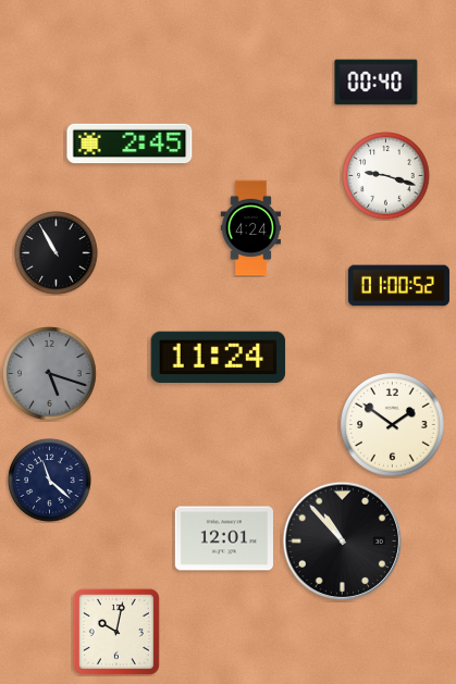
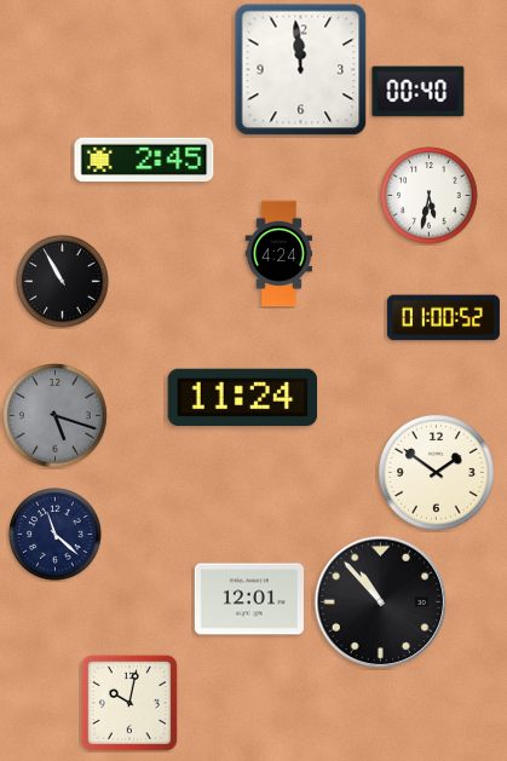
clock at (301, 70): none -> 11:59
clock at (386, 176): 9:18 -> 5:32
